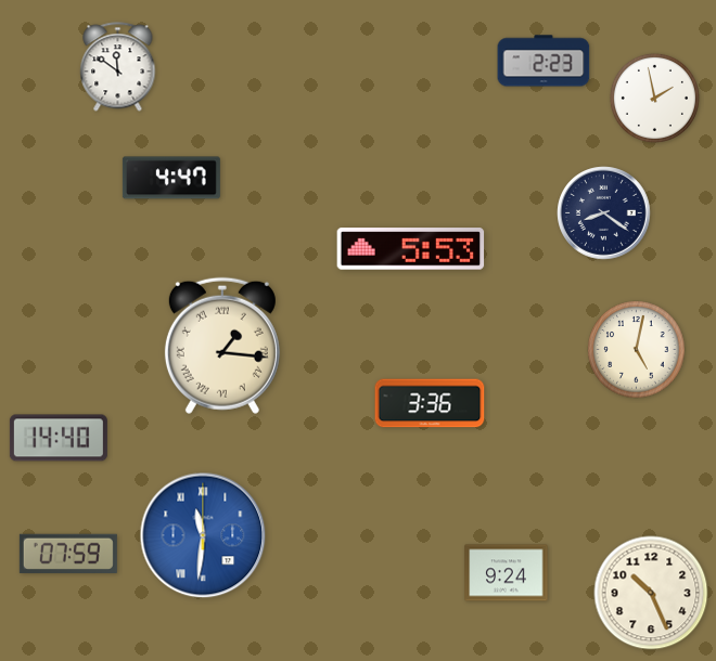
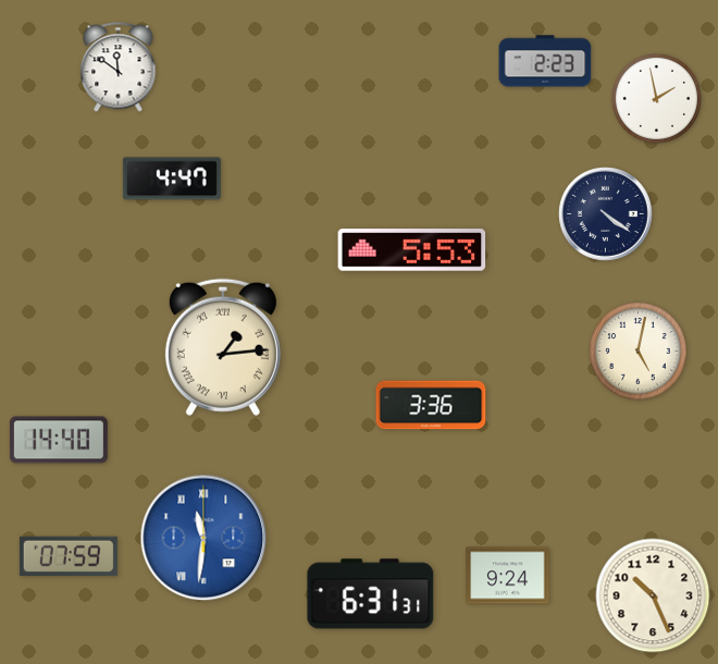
clock at (604, 213): 8:21 -> 4:21
clock at (222, 346): 1:16 -> 1:14
clock at (371, 594): none -> 6:31
